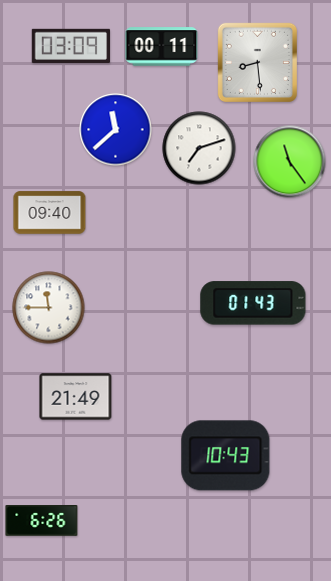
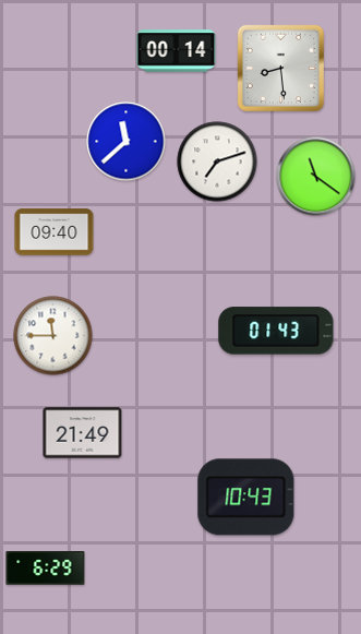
clock at (71, 45): 03:09 -> none
clock at (162, 47): 00:11 -> 00:14
clock at (290, 162): 11:24 -> 11:21
clock at (42, 521): 6:26 -> 6:29
